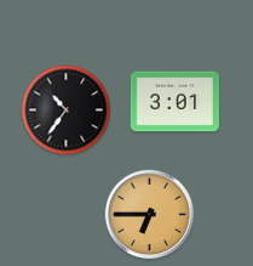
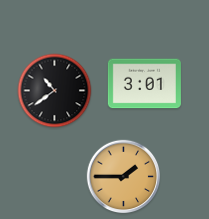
clock at (67, 111): 10:36 -> 10:39
clock at (150, 215): 6:45 -> 1:45
